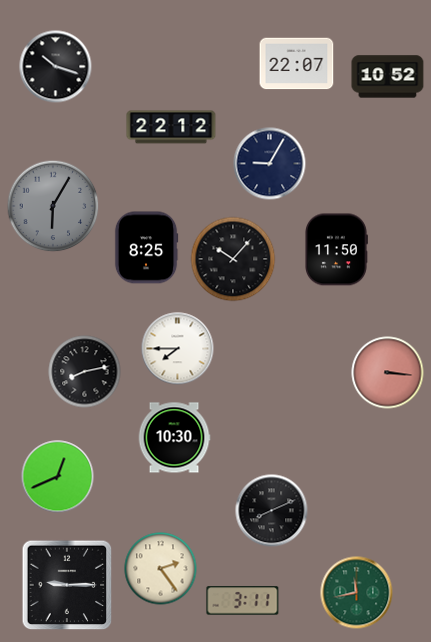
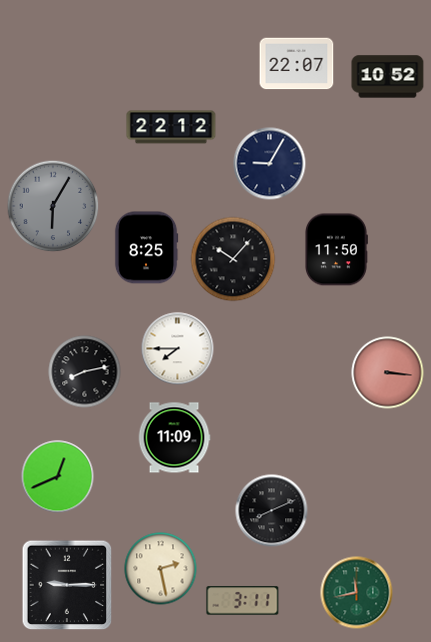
clock at (56, 67): 10:18 -> none
clock at (174, 438): 10:30 -> 11:09
clock at (161, 569): 2:24 -> 2:28
